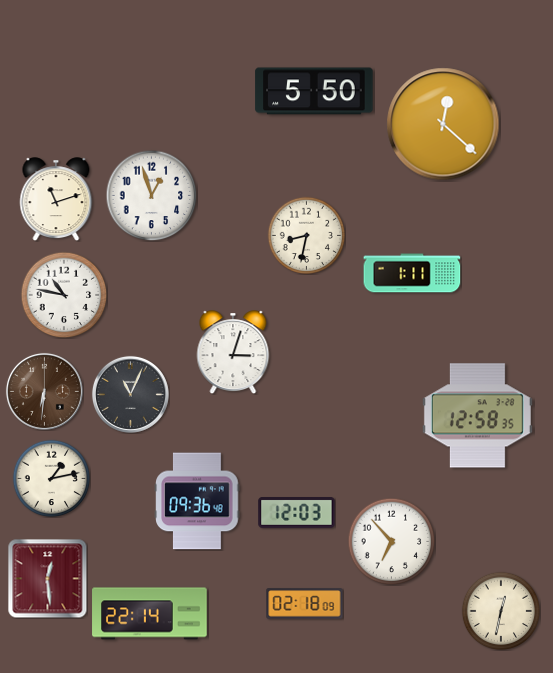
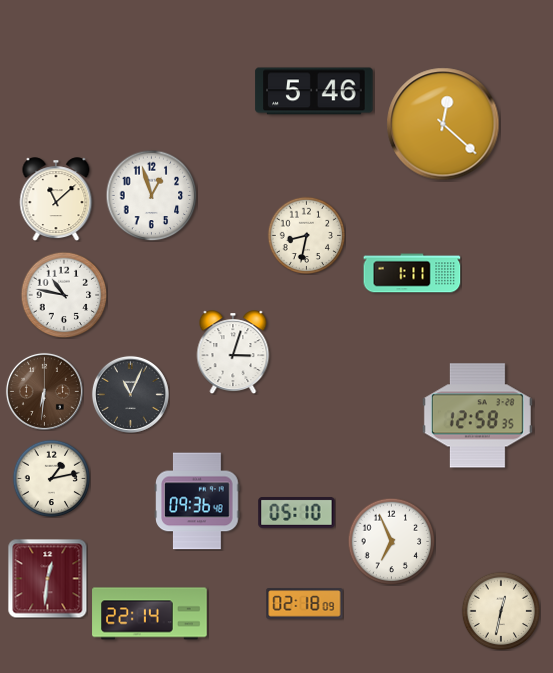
clock at (314, 91): 5:50 -> 5:46
clock at (56, 199): 11:12 -> 11:08
clock at (297, 513): 12:03 -> 05:10
clock at (391, 541): 6:53 -> 6:56
clock at (47, 578): 12:29 -> 12:31
